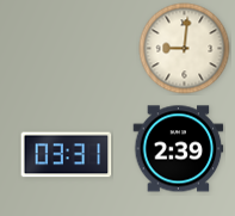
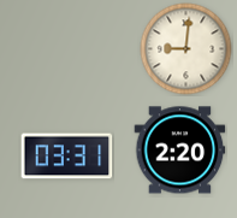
clock at (179, 149): 2:39 -> 2:20
